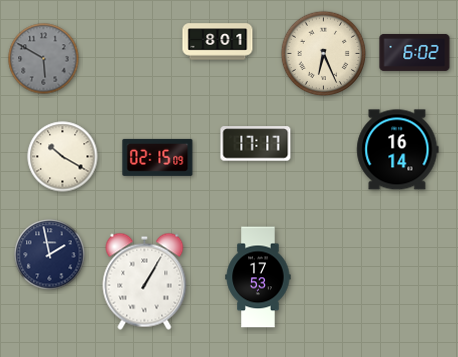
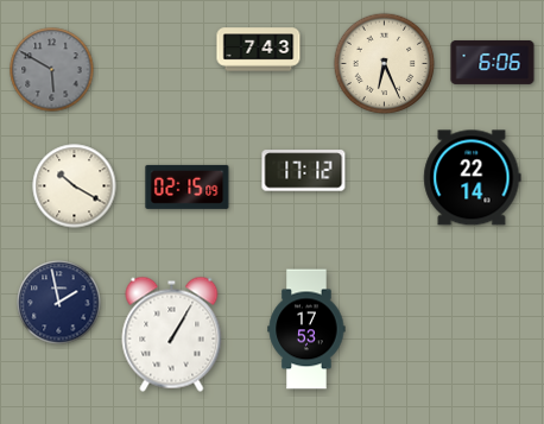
clock at (218, 42): 8:01 -> 7:43
clock at (415, 52): 6:02 -> 6:06
clock at (256, 144): 17:17 -> 17:12
clock at (398, 150): 16:14 -> 22:14
